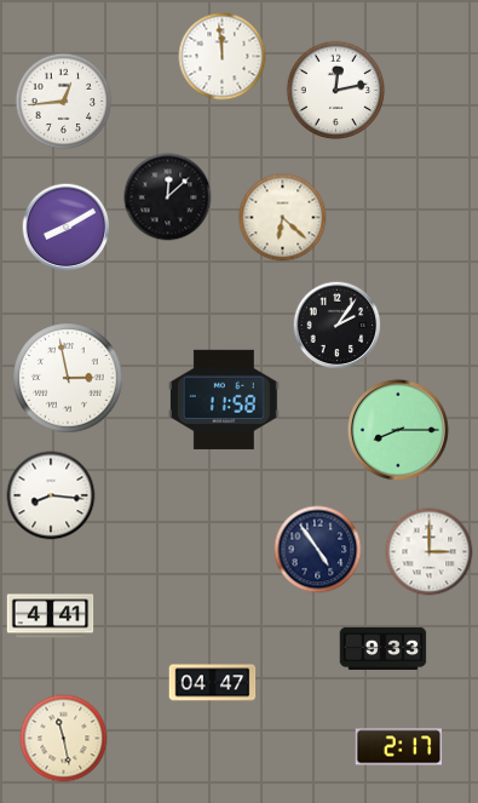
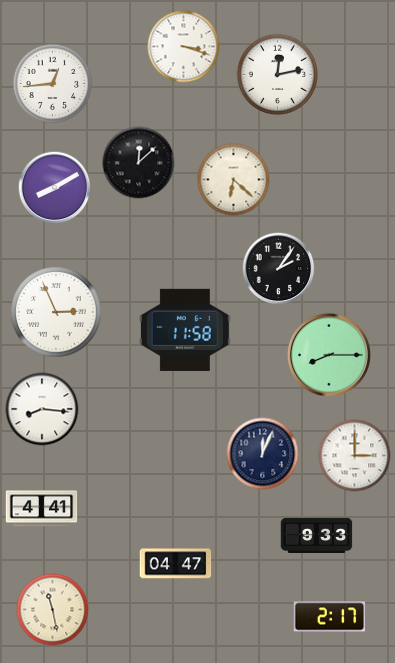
clock at (223, 57): 11:59 -> 3:18
clock at (68, 378): 2:58 -> 2:56
clock at (318, 550): 4:54 -> 12:04
